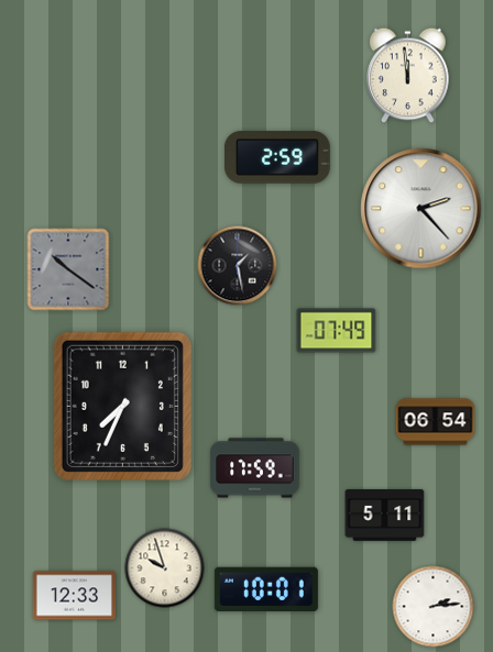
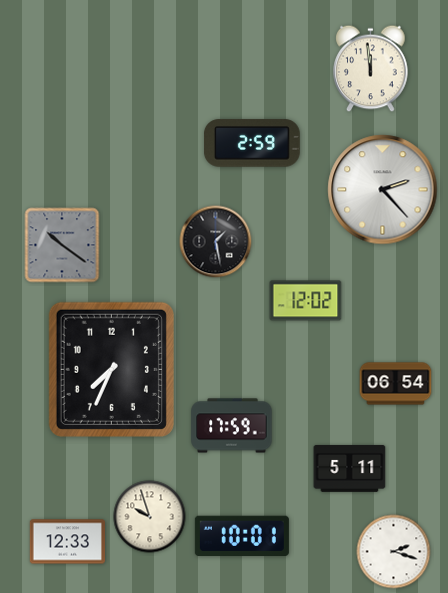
clock at (337, 331): 07:49 -> 12:02
clock at (434, 607): 2:14 -> 2:18
